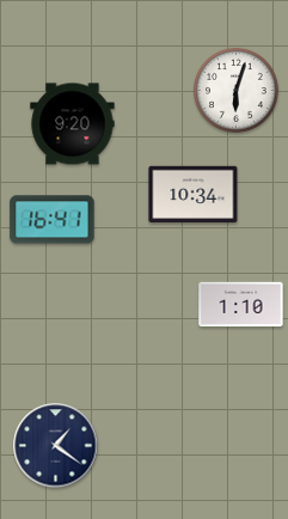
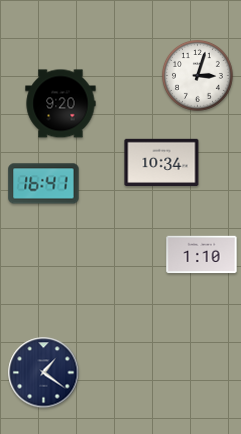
clock at (237, 91): 6:03 -> 3:03
clock at (56, 446) position: (56, 446) -> (44, 373)
